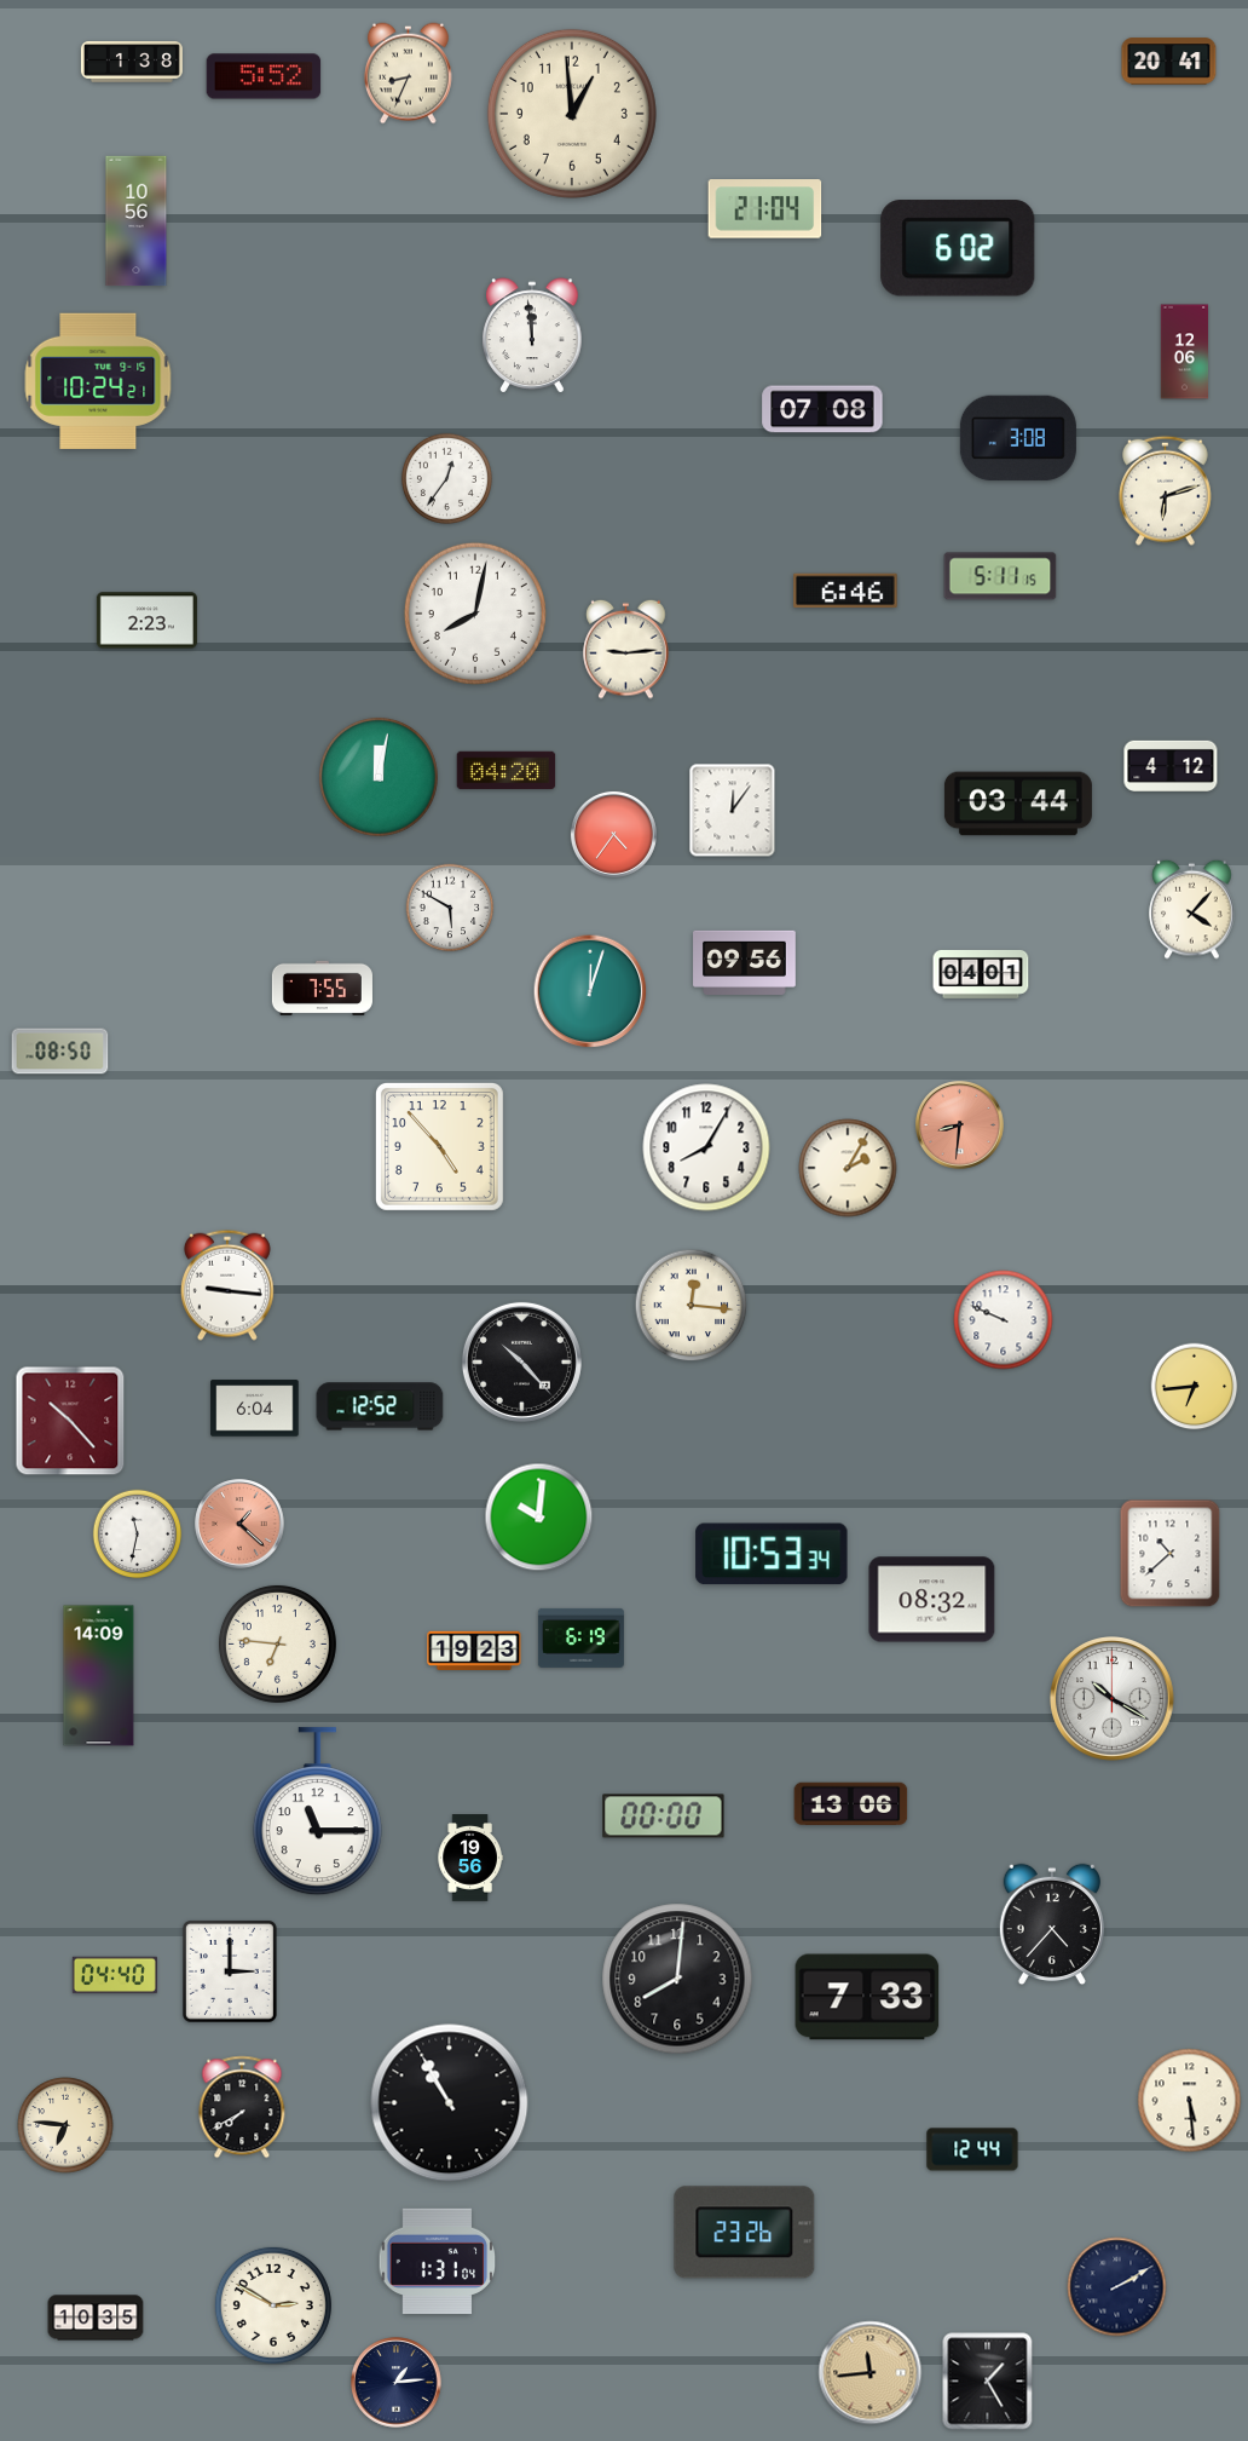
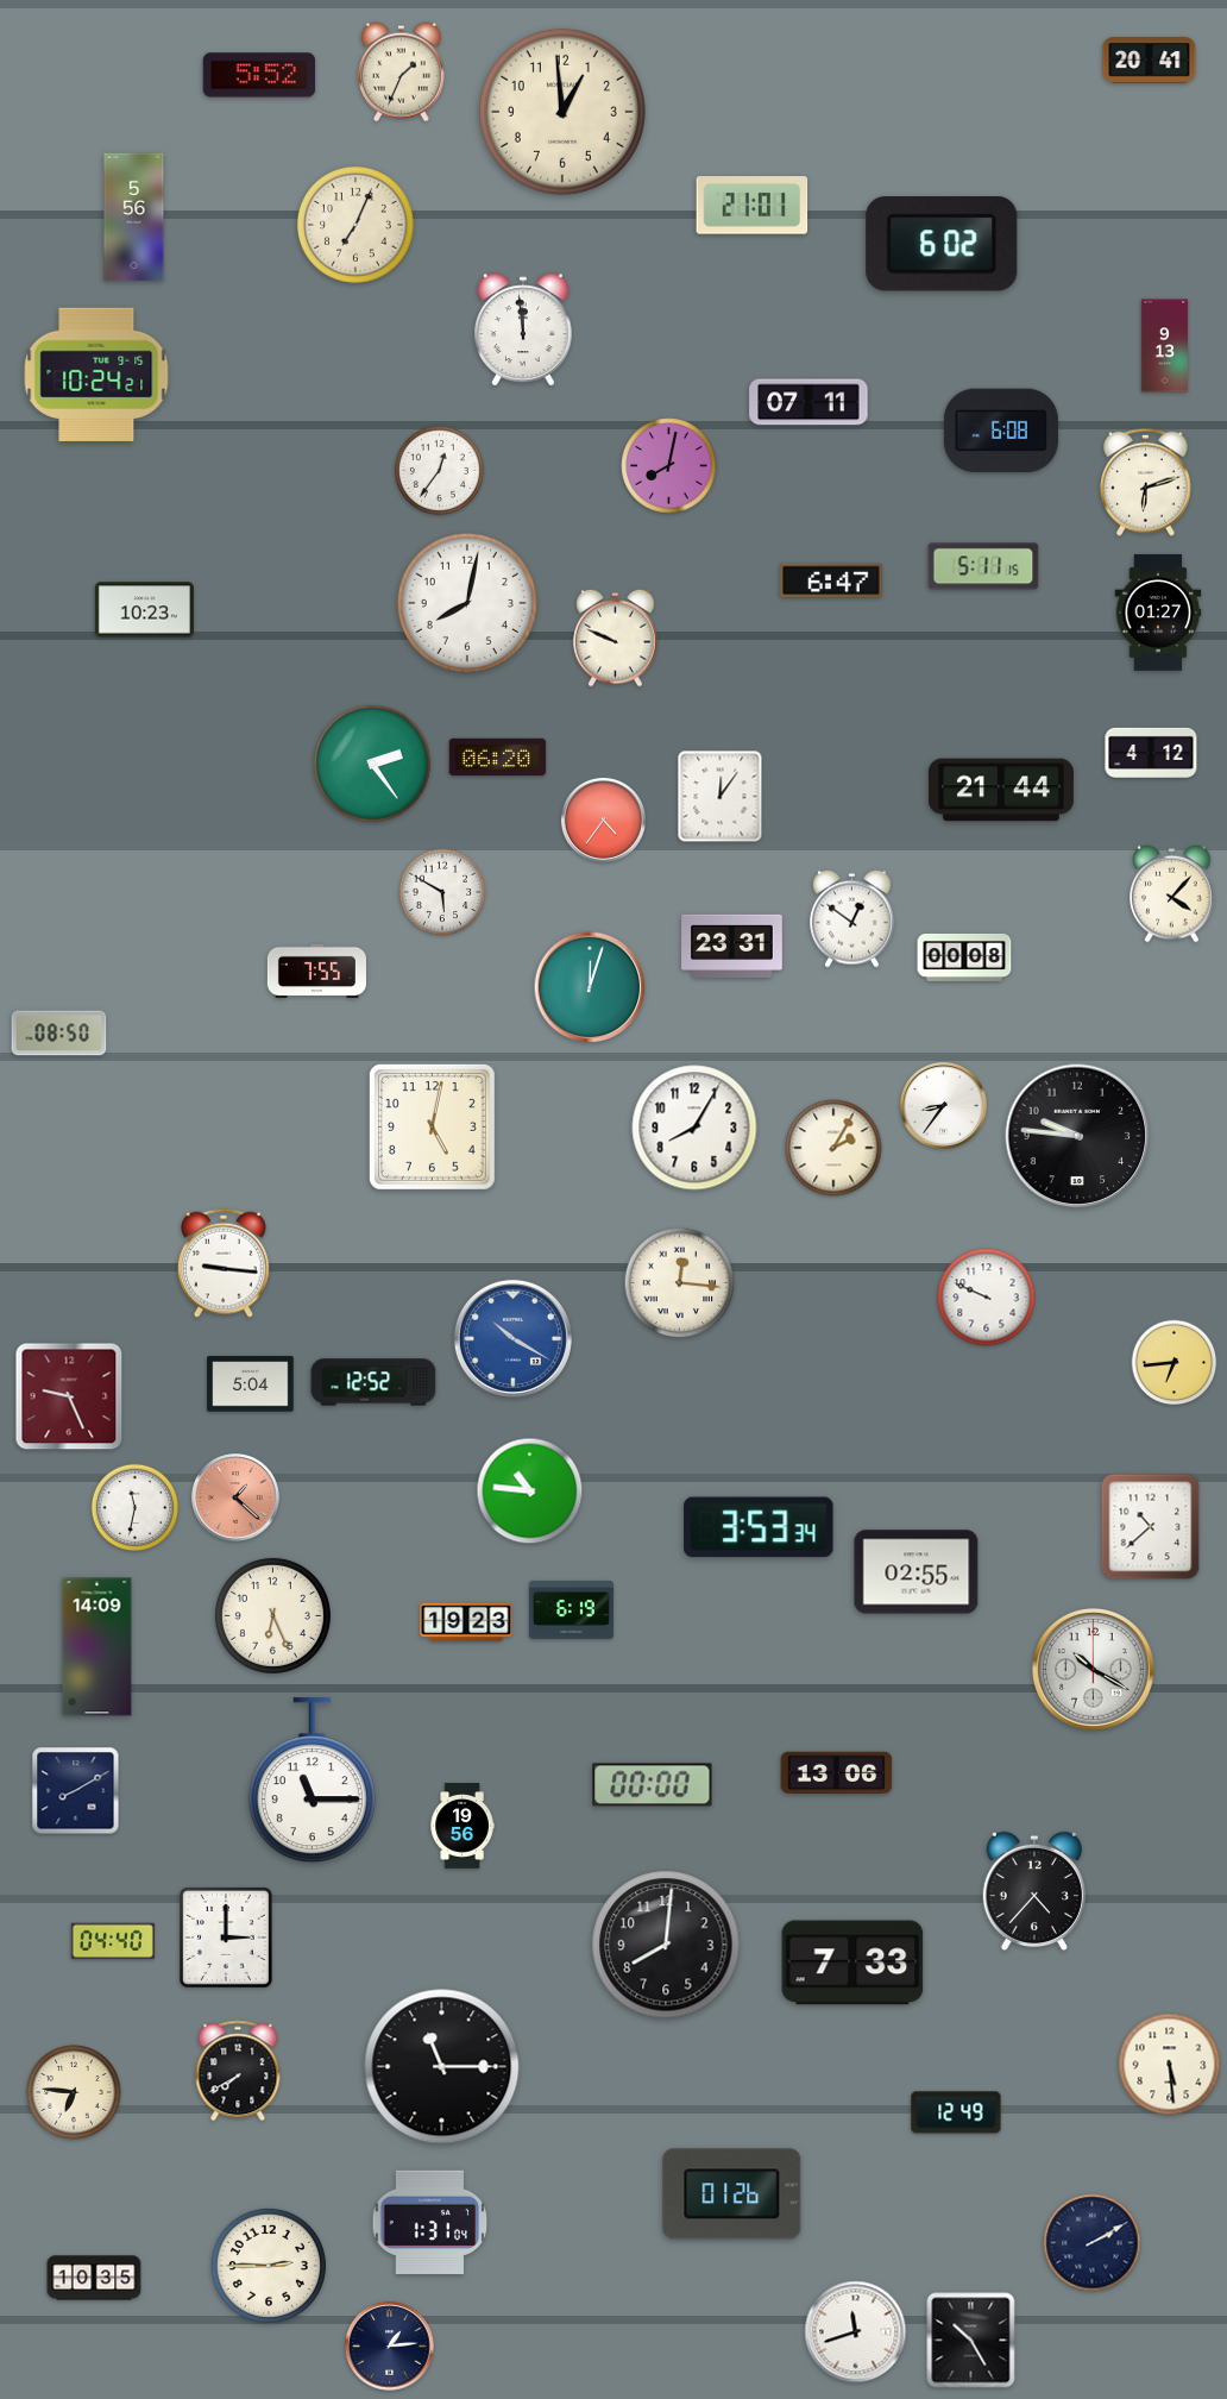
clock at (132, 62): 1:38 -> none
clock at (408, 74): 8:34 -> 1:34
clock at (765, 209): 21:04 -> 21:01
clock at (137, 221): 10:56 -> 5:56
clock at (355, 225): none -> 7:04
clock at (1185, 352): 12:06 -> 9:13
clock at (822, 409): 07:08 -> 07:11
clock at (1018, 438): 3:08 -> 6:08
clock at (669, 466): none -> 8:02
clock at (845, 591): 6:46 -> 6:47
clock at (146, 621): 2:23 -> 10:23
clock at (1158, 613): none -> 01:27
clock at (626, 649): 9:14 -> 9:49
clock at (507, 771): 04:20 -> 06:20
clock at (379, 777): 12:02 -> 2:24
clock at (1018, 804): 03:44 -> 21:44
clock at (852, 918): none -> 12:51
clock at (745, 962): 09:56 -> 23:31
clock at (981, 974): 04:01 -> 00:08
clock at (590, 991) position: (590, 991) -> (590, 987)
clock at (960, 1125): 8:31 -> 8:36
clock at (960, 1125) dial: salmon -> white
clock at (439, 1146): 4:53 -> 5:02
clock at (1077, 1136): none -> 9:46
clock at (521, 1361): 10:23 -> 10:20
clock at (521, 1361) dial: black -> blue
clock at (255, 1409): 6:04 -> 5:04
clock at (70, 1421): 10:23 -> 9:26
clock at (539, 1518): 10:01 -> 10:46
clock at (772, 1554): 10:53 -> 3:53
clock at (932, 1600): 08:32 -> 02:55
clock at (277, 1643): 6:46 -> 6:26
clock at (76, 1791): none -> 8:10
clock at (450, 2103): 10:55 -> 11:15
clock at (65, 2125) position: (65, 2125) -> (74, 2092)
clock at (972, 2149): 12:44 -> 12:49
clock at (745, 2233): 23:26 -> 01:26
clock at (1117, 2287) position: (1117, 2287) -> (1093, 2243)
clock at (273, 2305): 2:50 -> 2:45
clock at (871, 2373): 11:44 -> 11:42
clock at (871, 2373) dial: champagne -> white
clock at (988, 2382): 1:25 -> 10:25
clock at (397, 2383) position: (397, 2383) -> (390, 2347)
